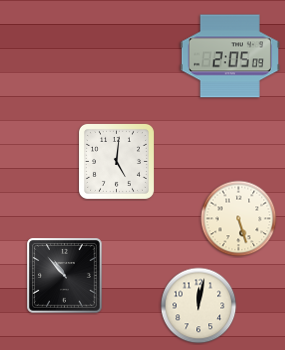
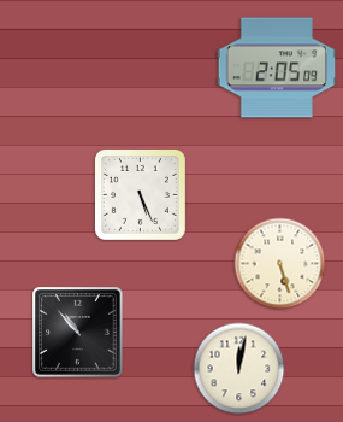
clock at (116, 161): 5:01 -> 5:26
clock at (239, 219) position: (239, 219) -> (280, 264)
